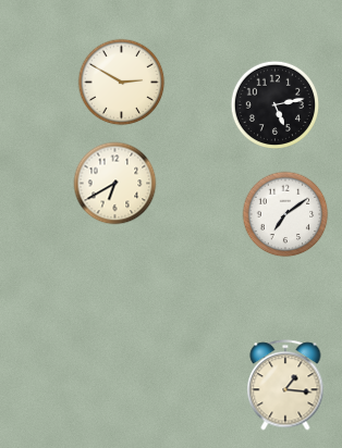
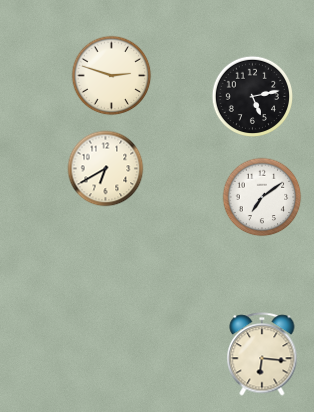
clock at (122, 83): 2:50 -> 2:48
clock at (285, 385): 1:16 -> 6:16
